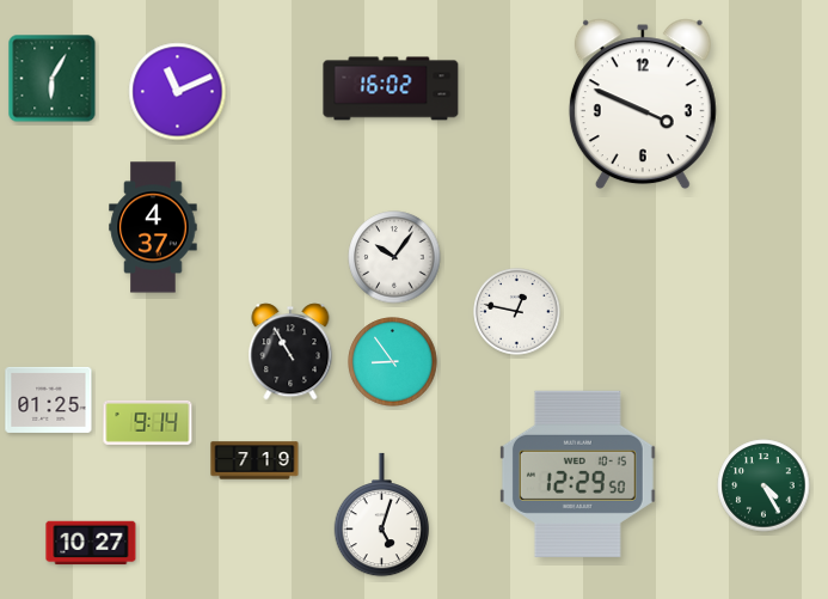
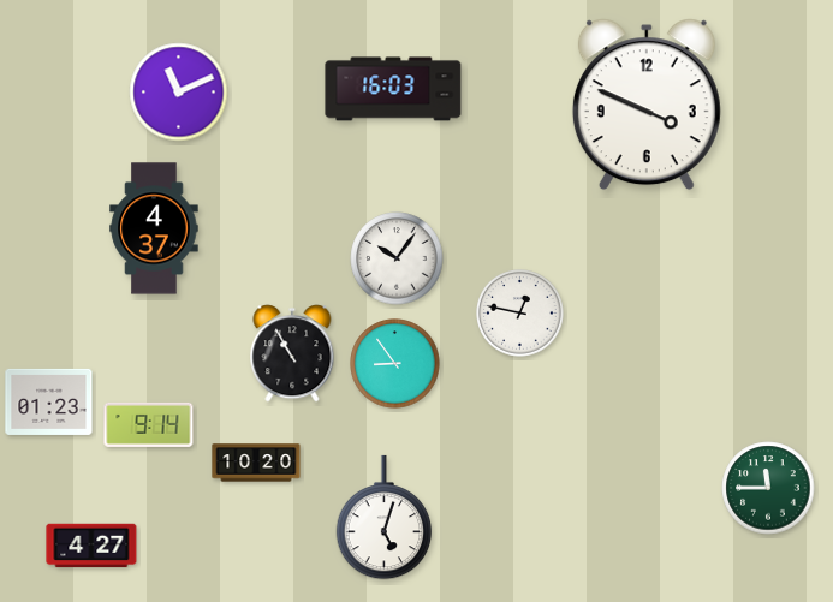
clock at (53, 79): 6:05 -> none
clock at (391, 88): 16:02 -> 16:03
clock at (49, 399): 01:25 -> 01:23
clock at (254, 460): 7:19 -> 10:20
clock at (577, 473): 12:29 -> none
clock at (763, 485): 4:25 -> 11:45
clock at (91, 543): 10:27 -> 4:27
